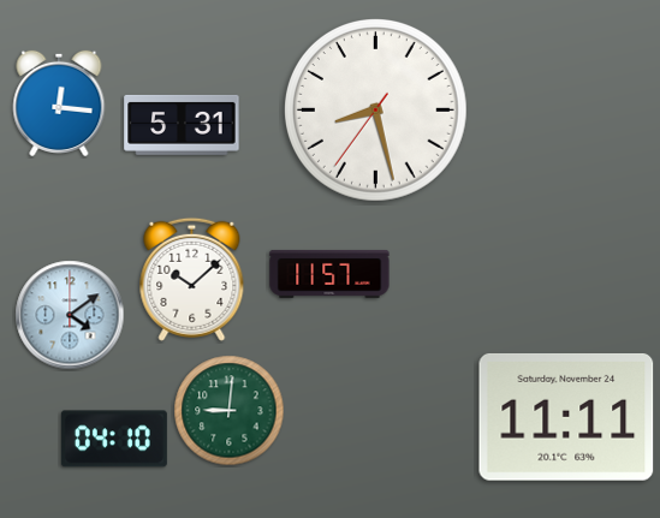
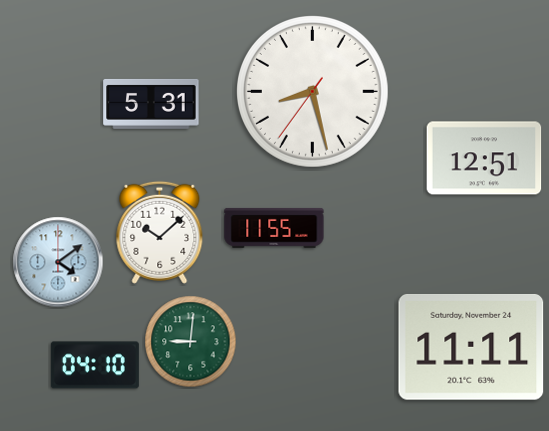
clock at (59, 103): 12:16 -> none
clock at (484, 158): none -> 12:51
clock at (329, 274): 11:57 -> 11:55
